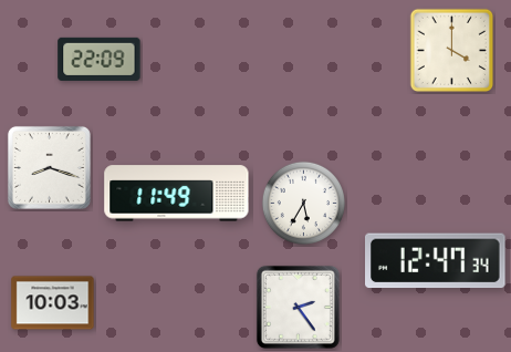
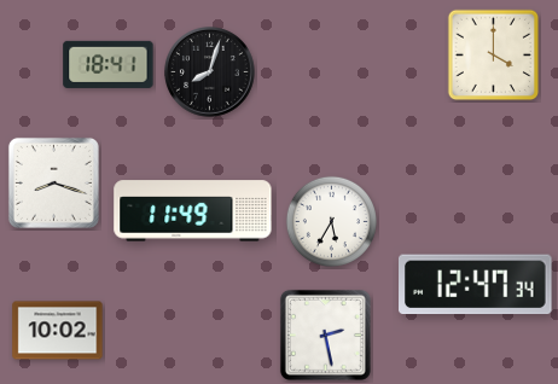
clock at (100, 59): 22:09 -> 18:41
clock at (210, 72): none -> 8:03
clock at (53, 303): 10:03 -> 10:02
clock at (298, 307): 2:24 -> 2:28
